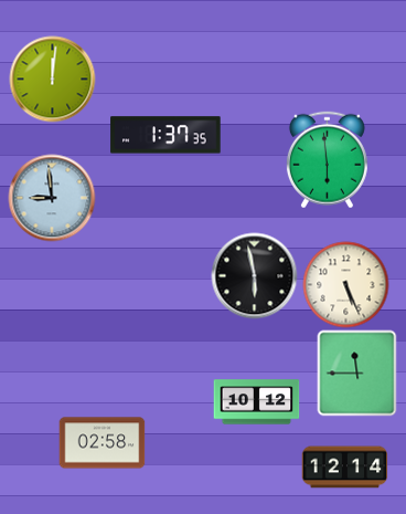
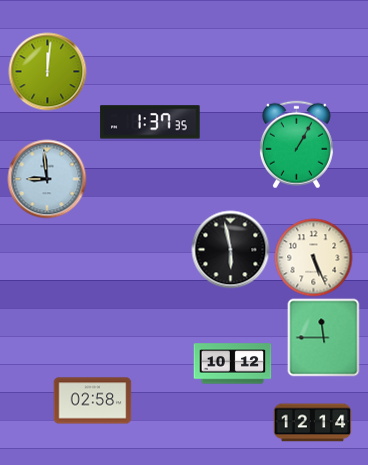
clock at (327, 159): 5:59 -> 1:05
